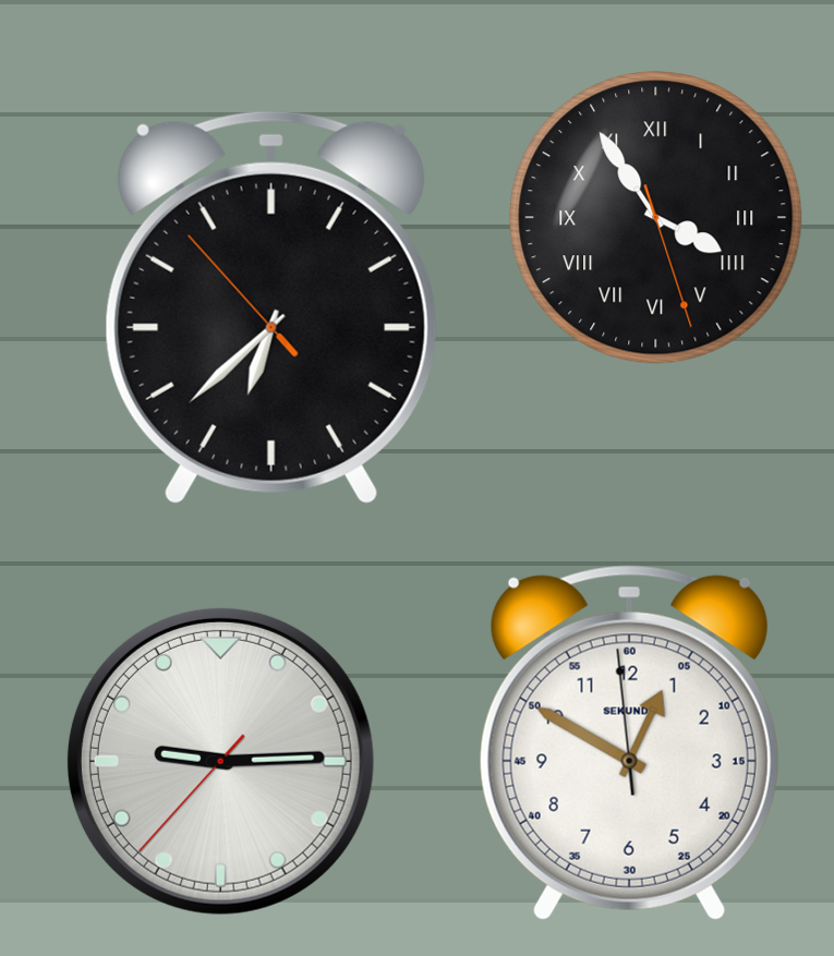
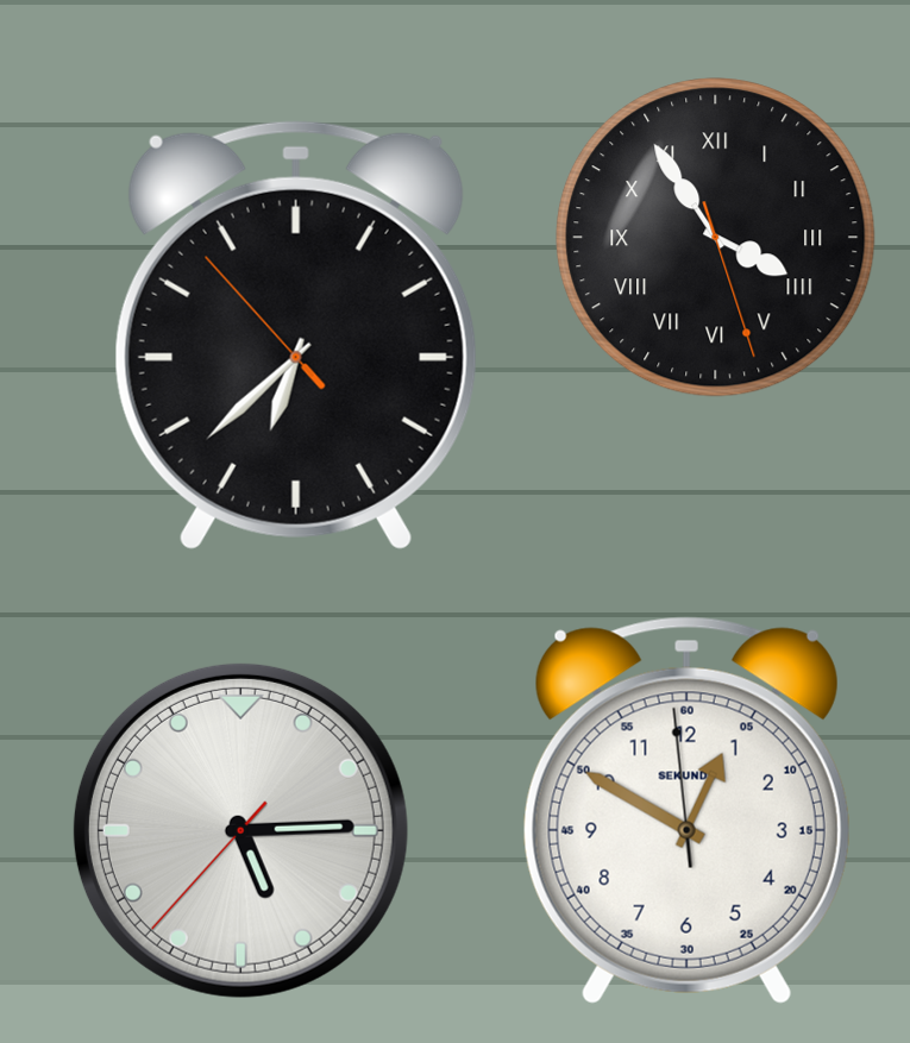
clock at (220, 761): 9:14 -> 5:14
